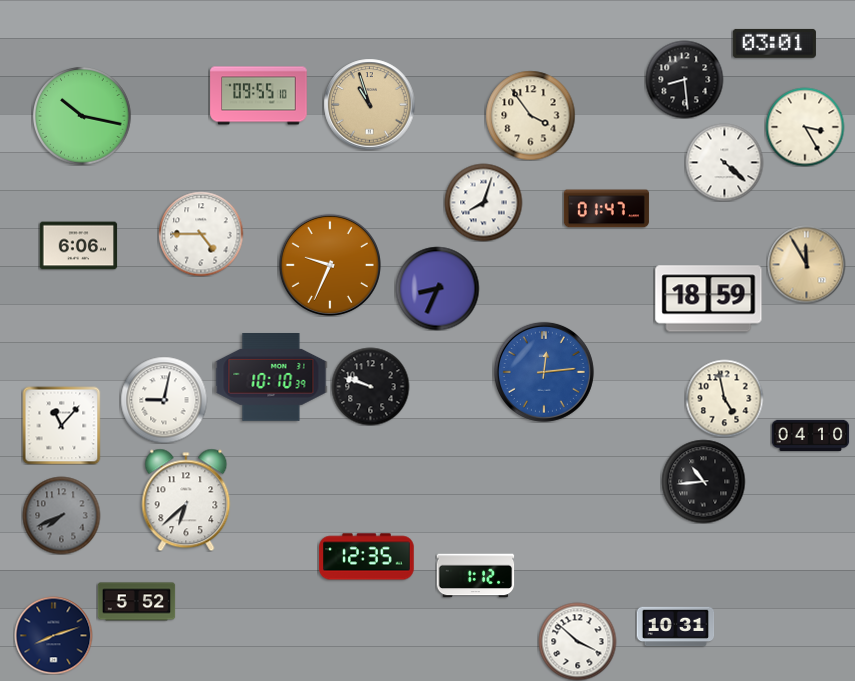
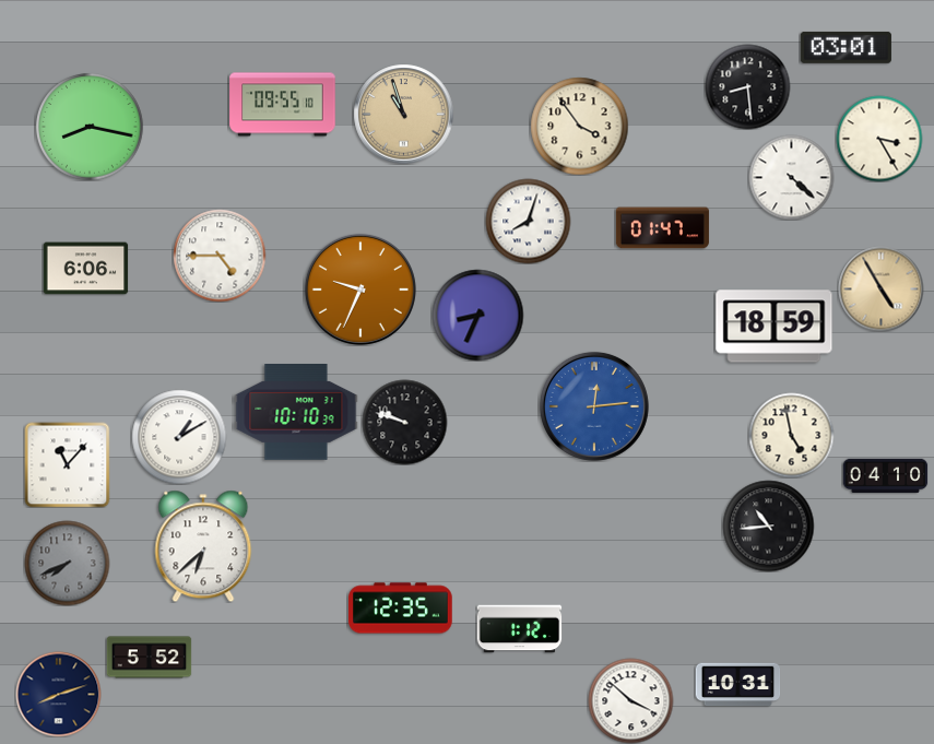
clock at (82, 116): 10:17 -> 8:17
clock at (806, 264): 11:55 -> 4:55
clock at (164, 400): 9:02 -> 1:10
